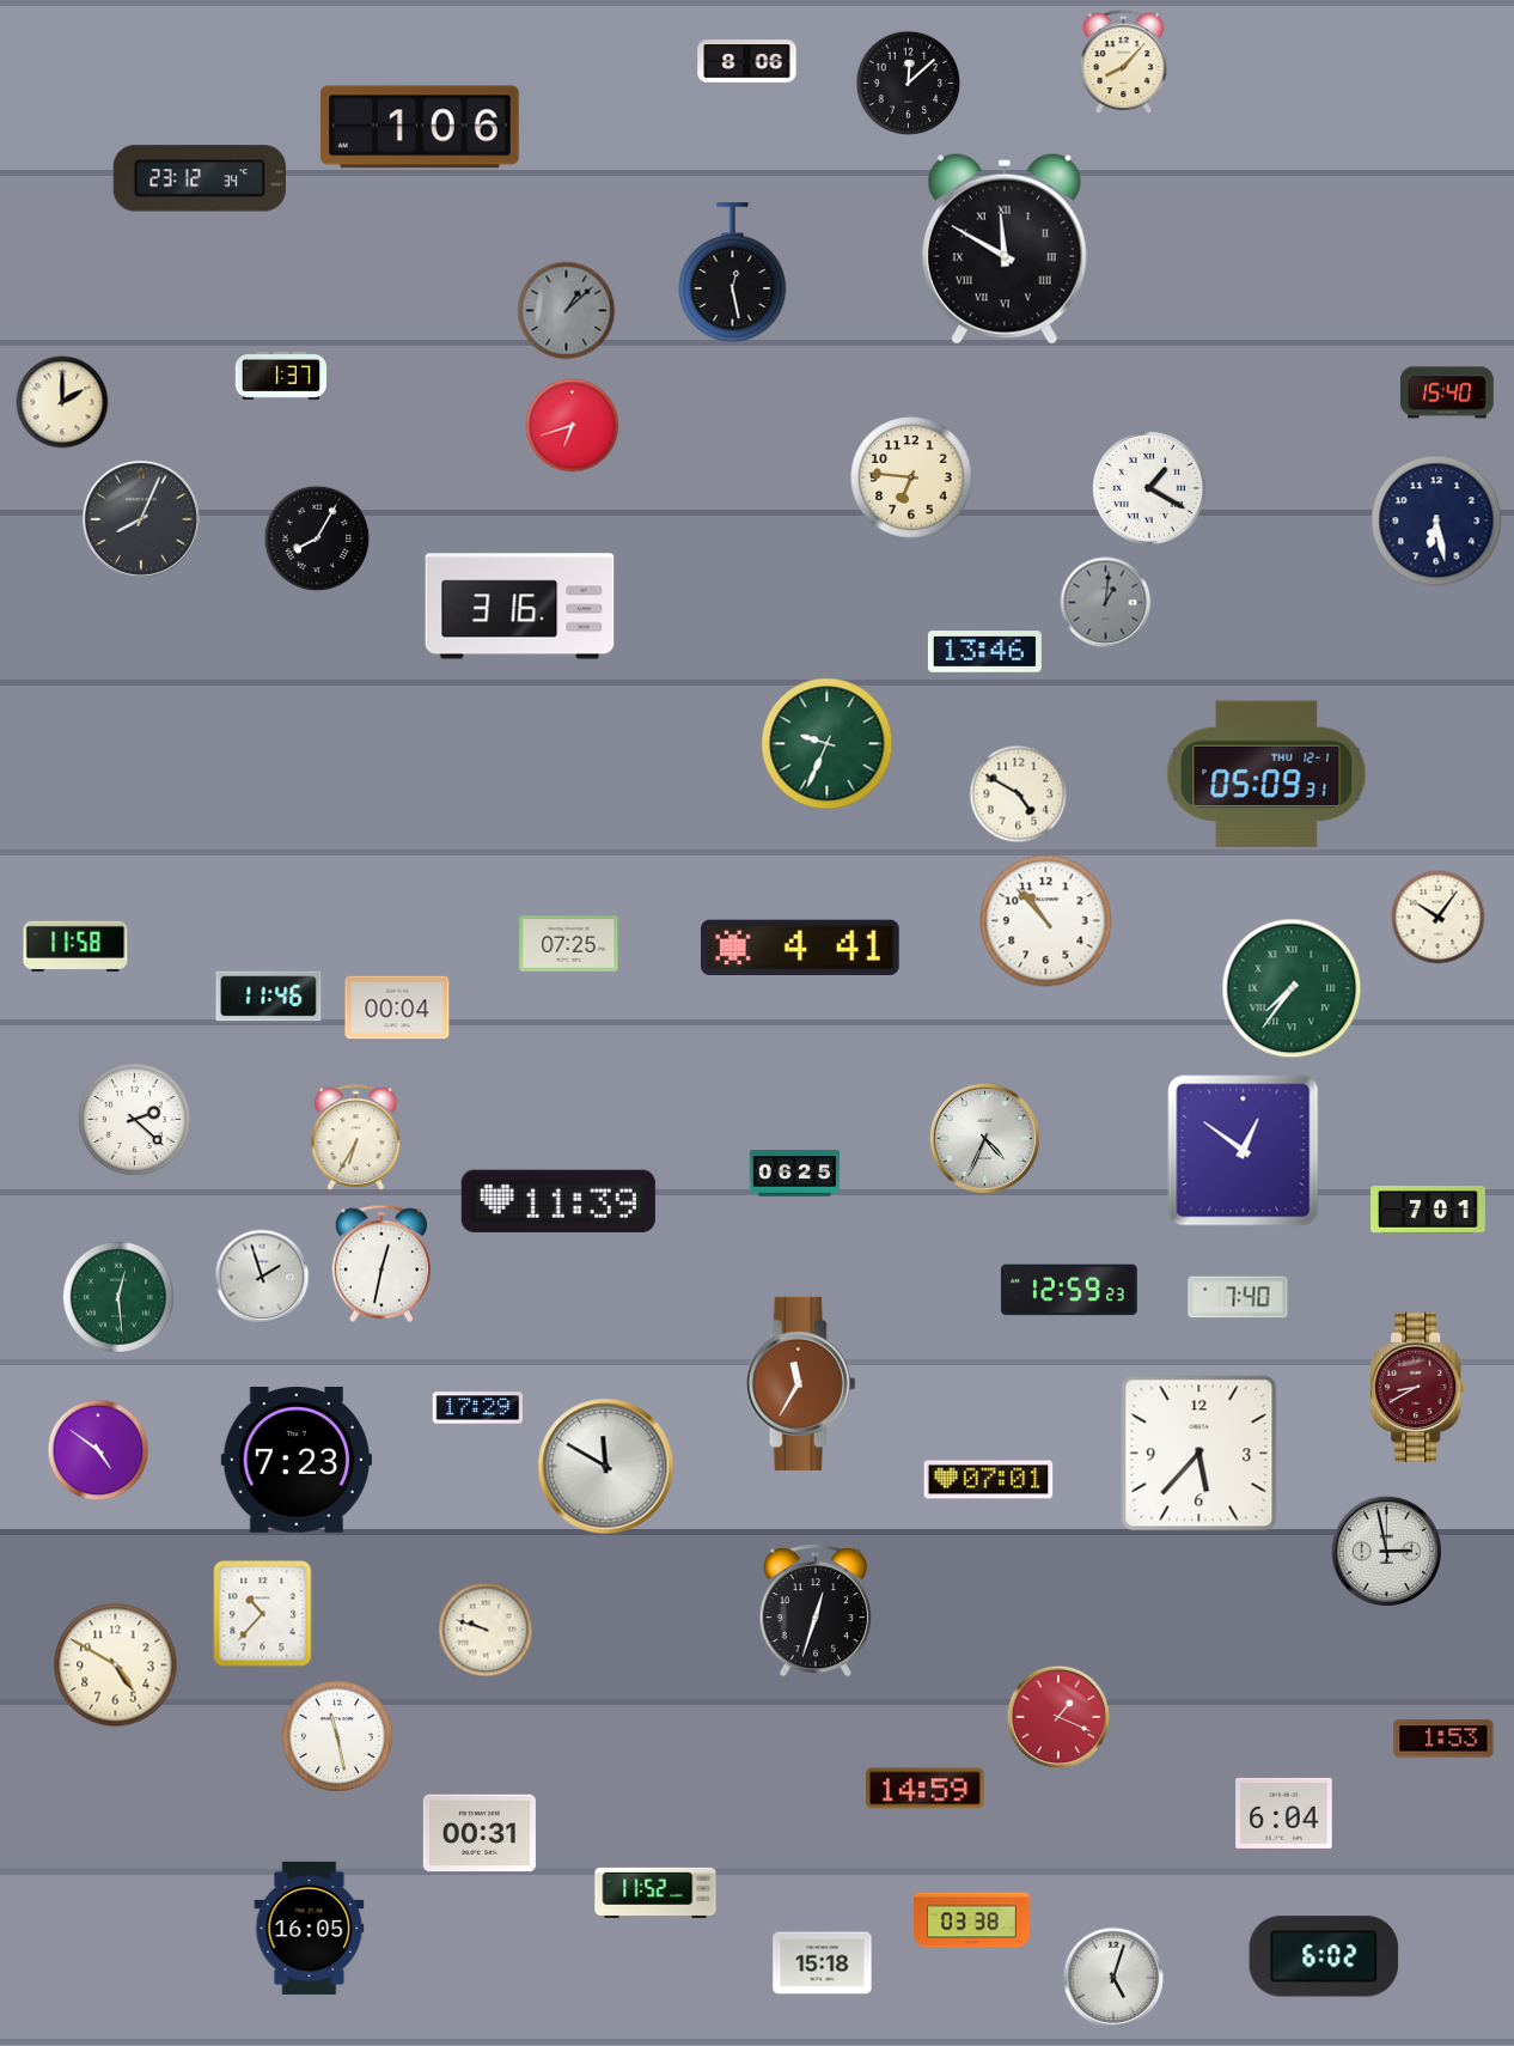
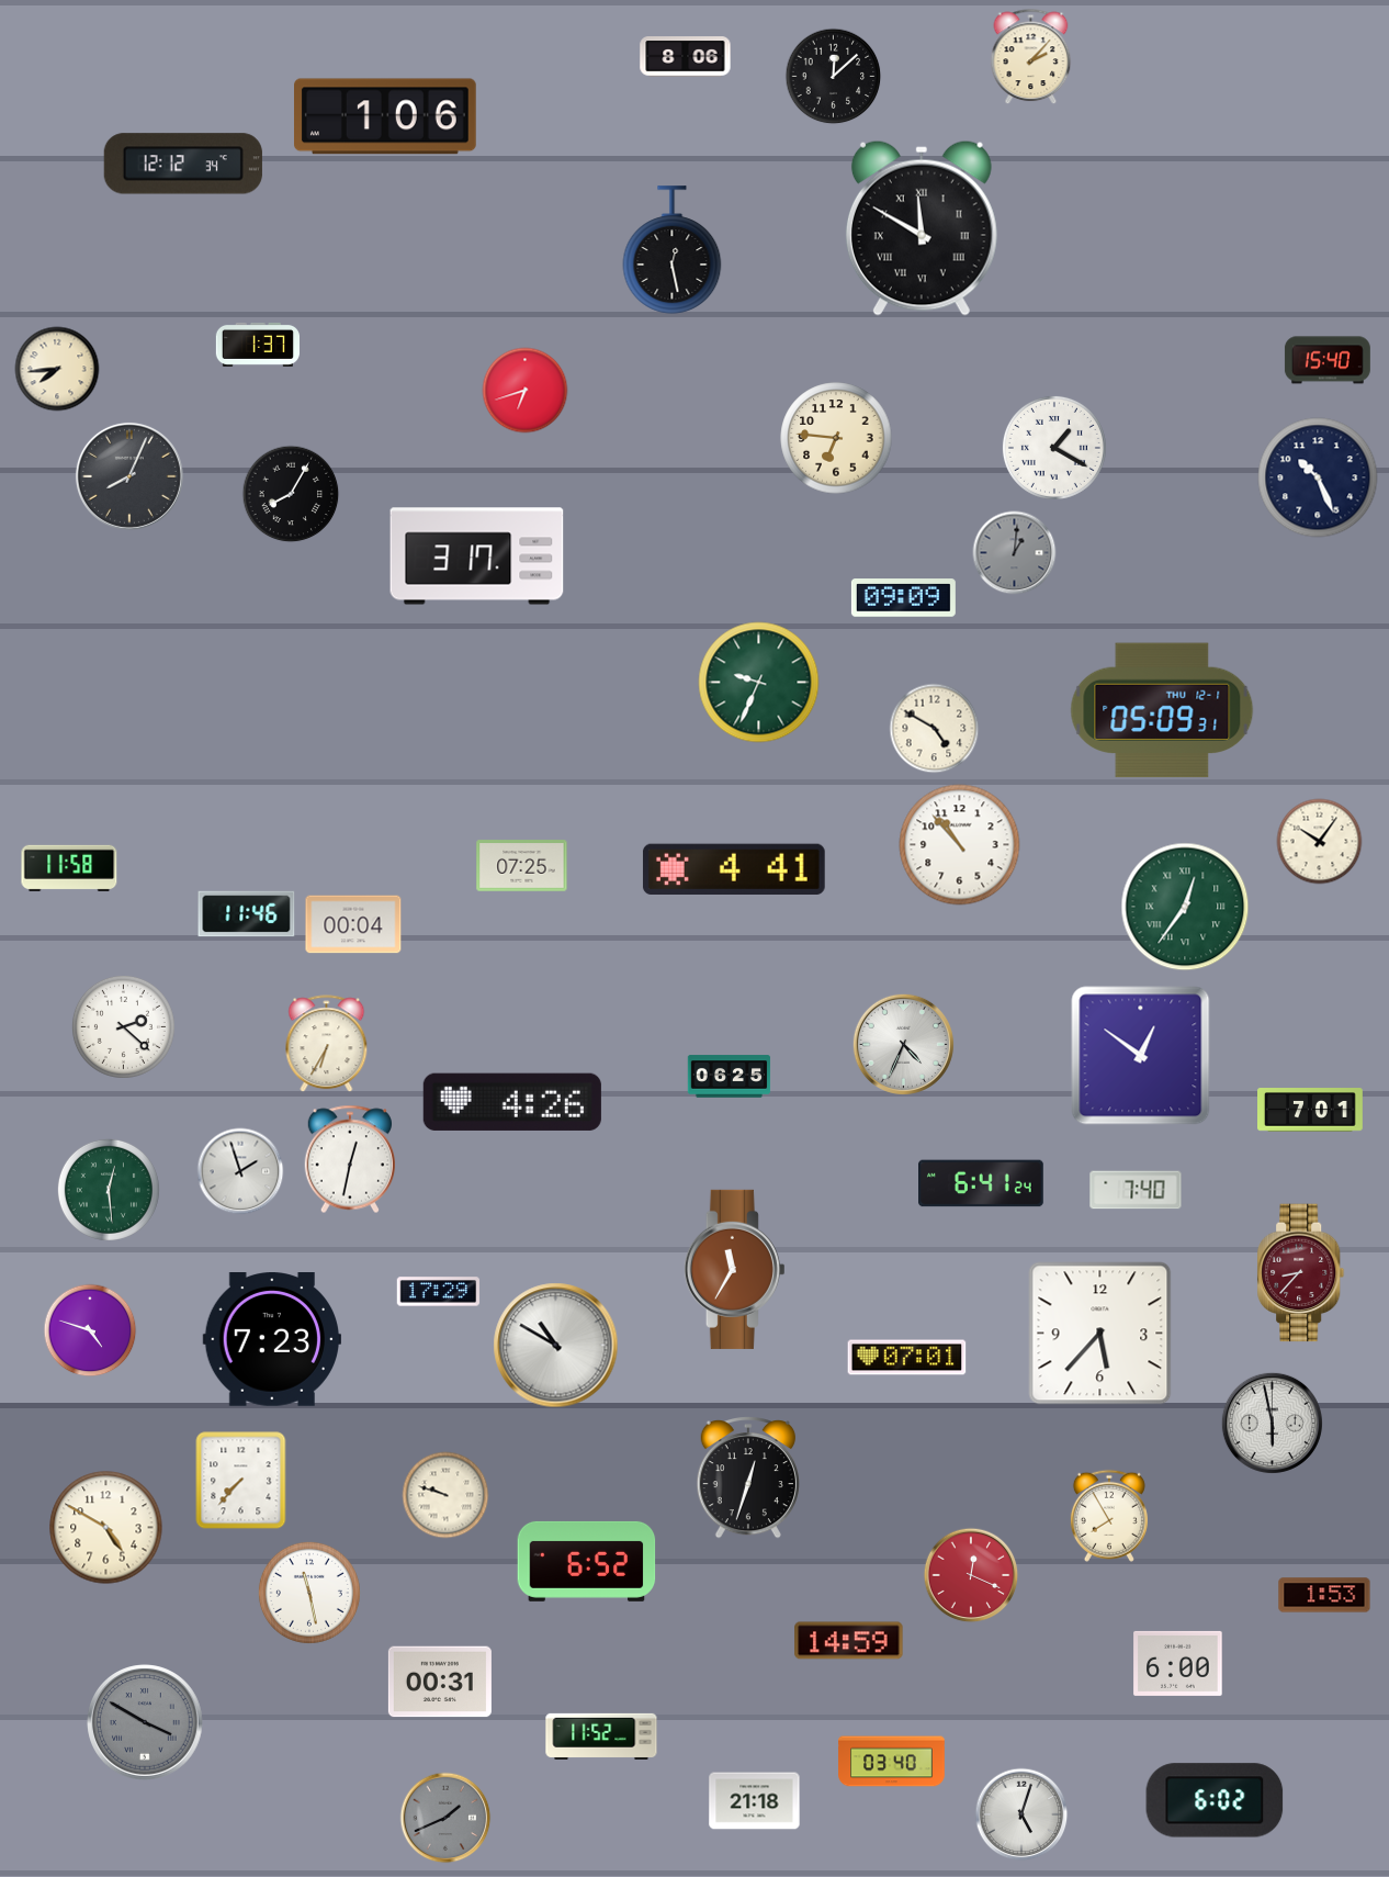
clock at (1124, 62): 8:07 -> 2:07
clock at (200, 178): 23:12 -> 12:12
clock at (567, 311): 1:08 -> none
clock at (62, 402): 2:00 -> 7:44
clock at (1436, 520): 6:28 -> 10:26
clock at (520, 607): 3:16 -> 3:17
clock at (984, 652): 13:46 -> 09:09
clock at (1292, 988): 7:36 -> 12:36
clock at (397, 1007) position: (397, 1007) -> (353, 924)
clock at (558, 1201): 11:39 -> 4:26
clock at (1069, 1290): 12:59 -> 6:41
clock at (1418, 1388): 8:40 -> 8:37
clock at (98, 1450): 4:51 -> 4:48
clock at (606, 1467): 11:50 -> 10:50
clock at (1386, 1551): 2:58 -> 5:58
clock at (263, 1614): 10:37 -> 7:37
clock at (1109, 1516): none -> 7:55
clock at (587, 1561): none -> 6:52
clock at (1058, 1717): 1:19 -> 12:19
clock at (1284, 1813): 6:04 -> 6:00
clock at (145, 1722): none -> 3:50
clock at (972, 1920): 03:38 -> 03:40
clock at (310, 1928): 16:05 -> none
clock at (1324, 1956) position: (1324, 1956) -> (1215, 1800)
clock at (823, 1963): 15:18 -> 21:18
clock at (445, 1818): none -> 1:41
